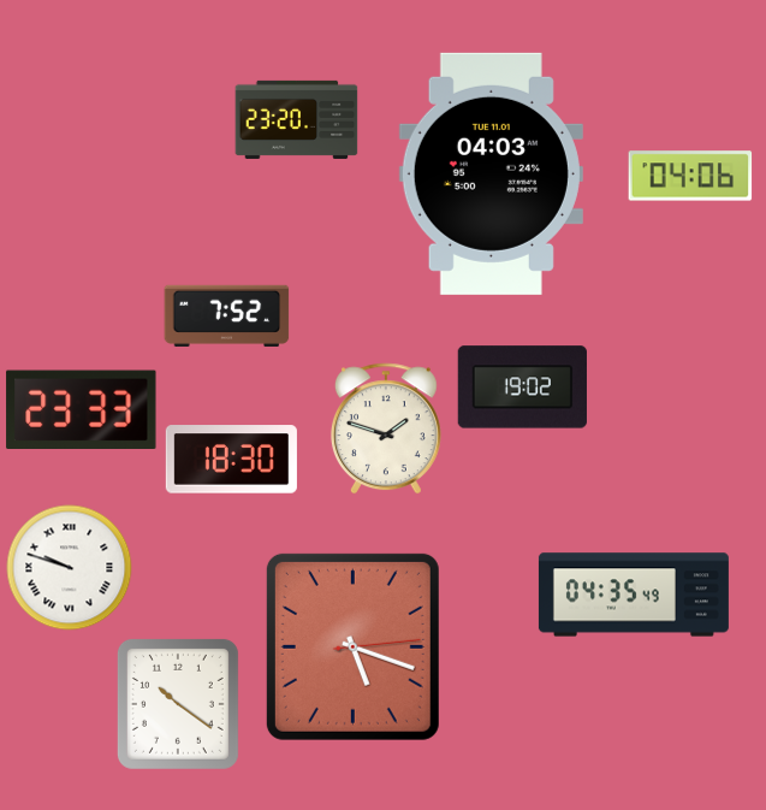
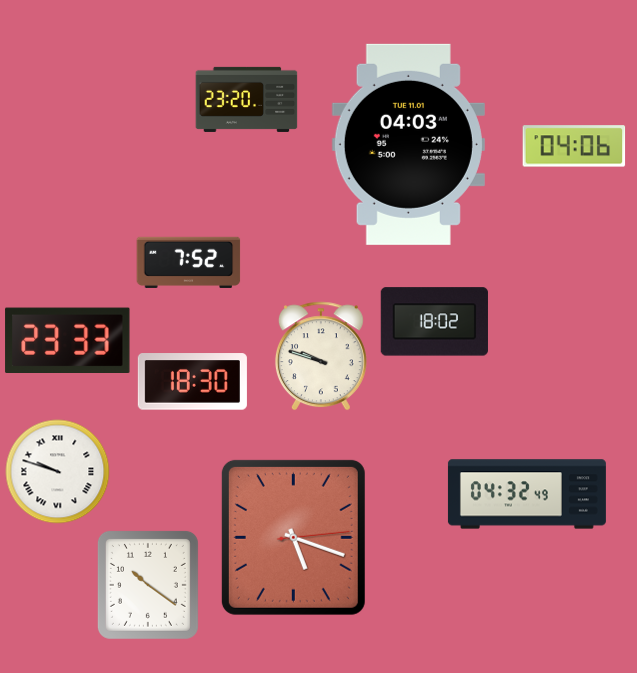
clock at (522, 388): 19:02 -> 18:02
clock at (386, 428): 1:48 -> 9:48
clock at (634, 595): 04:35 -> 04:32
